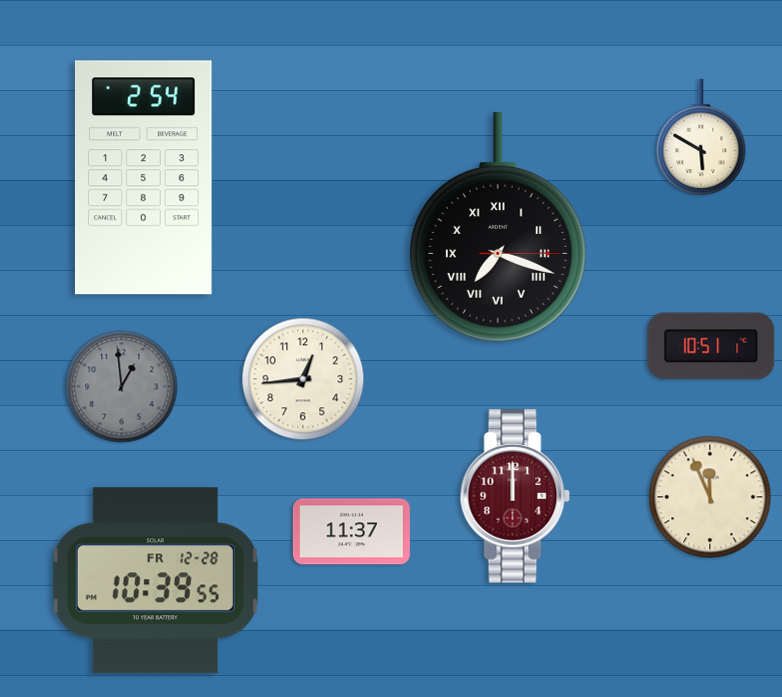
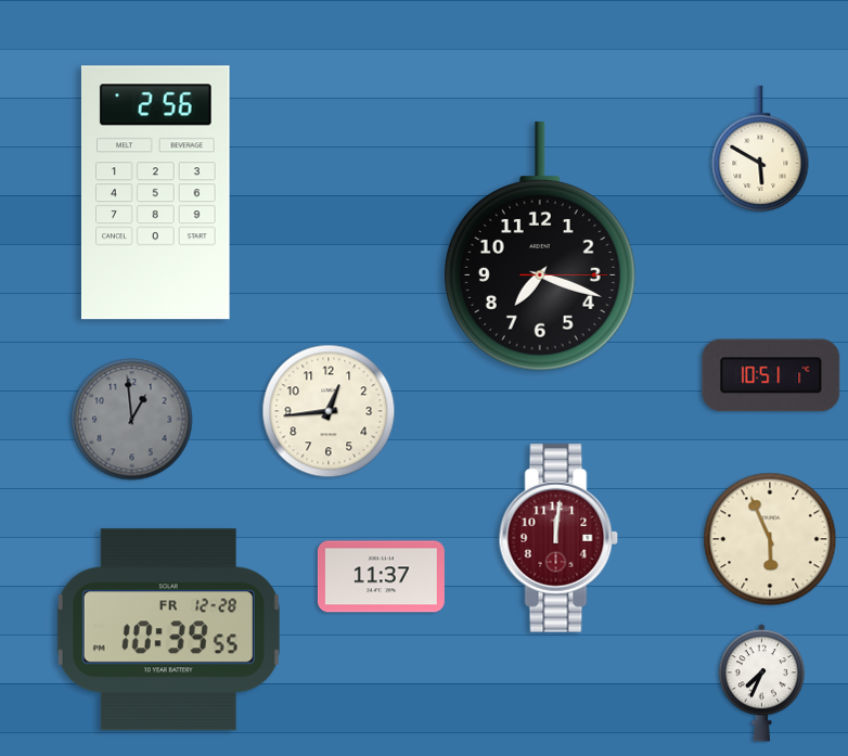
clock at (143, 178): 2:54 -> 2:56
clock at (498, 227) numerals: Roman -> Arabic
clock at (515, 496): 12:00 -> 12:01
clock at (710, 497): 11:56 -> 5:56
clock at (761, 683): none -> 7:34
